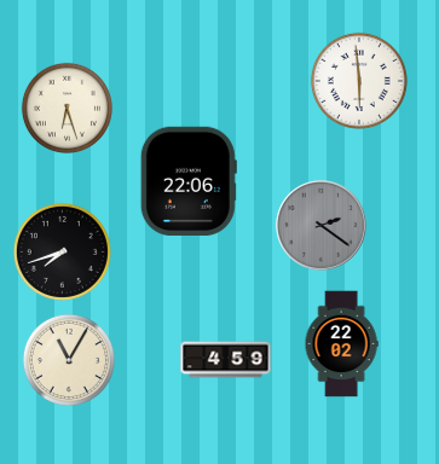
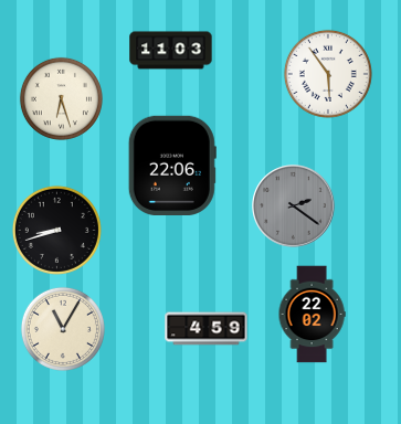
clock at (171, 51): none -> 11:03
clock at (359, 81): 5:59 -> 5:54
clock at (62, 251): 7:42 -> 8:42
